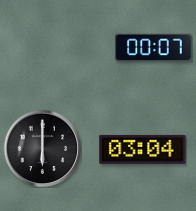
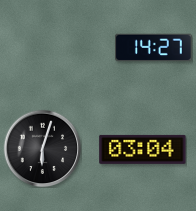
clock at (154, 48): 00:07 -> 14:27
clock at (42, 148): 6:00 -> 6:03
